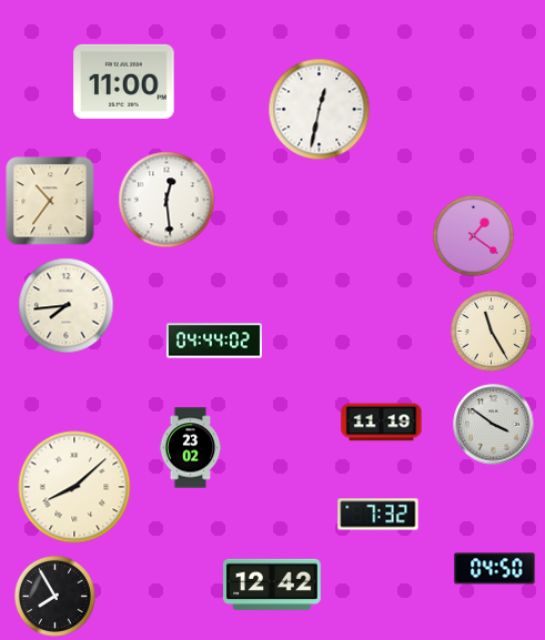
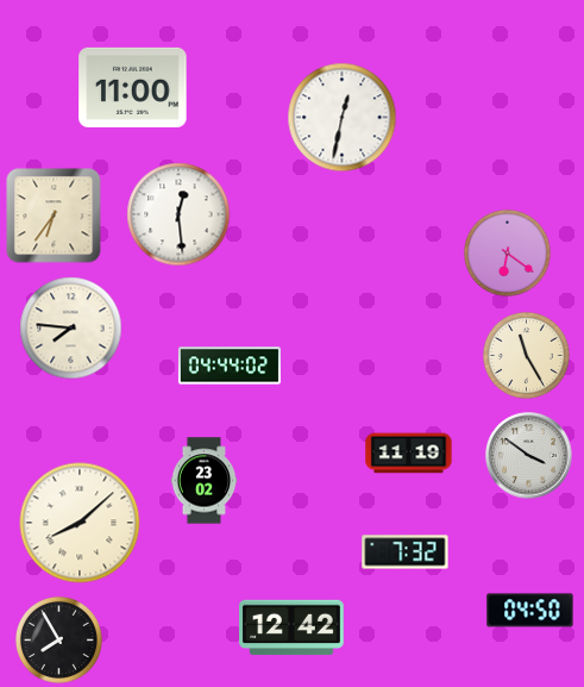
clock at (50, 201): 10:36 -> 6:36
clock at (473, 235): 1:21 -> 6:21
clock at (67, 306): 7:44 -> 7:46
